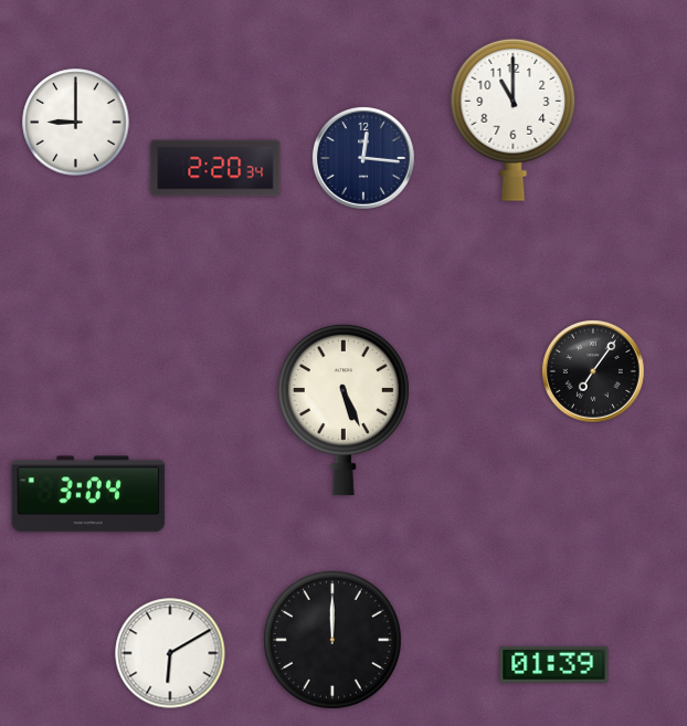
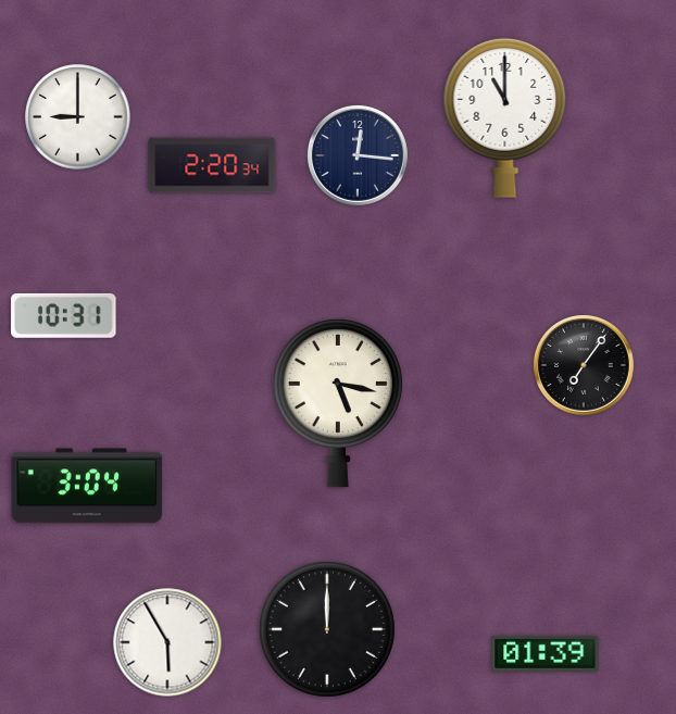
clock at (76, 123) position: (76, 123) -> (78, 117)
clock at (64, 315): none -> 10:31
clock at (343, 410): 5:26 -> 5:17
clock at (170, 653): 6:10 -> 5:55
